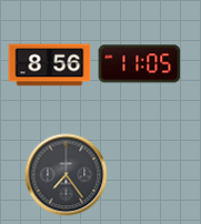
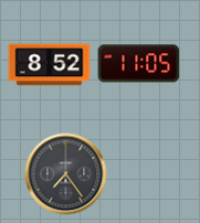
clock at (50, 65): 8:56 -> 8:52
